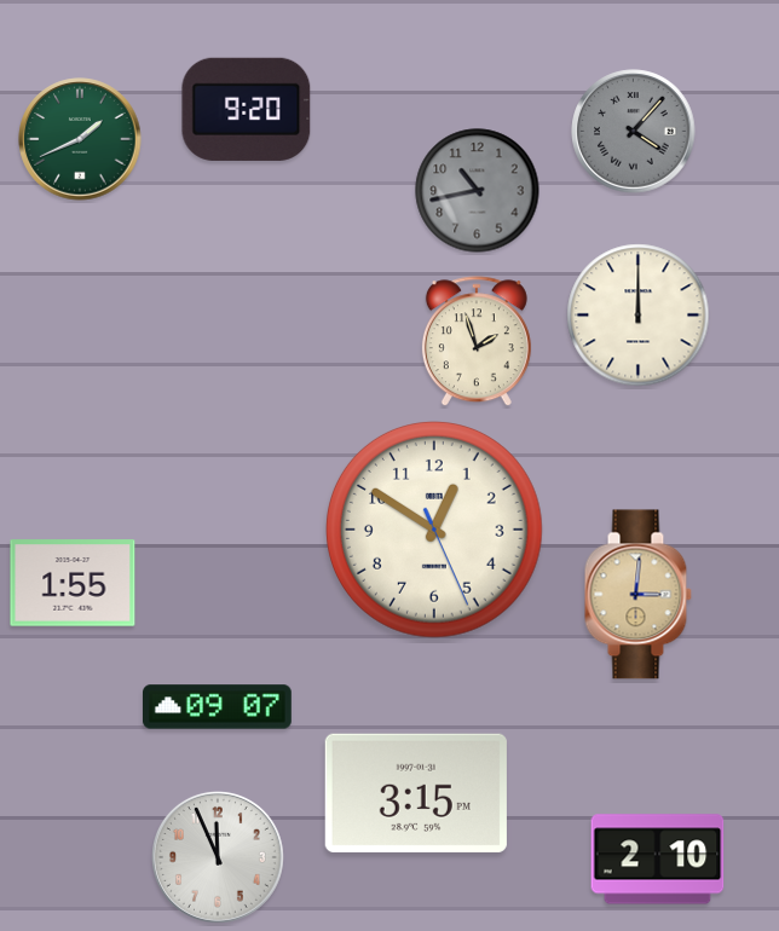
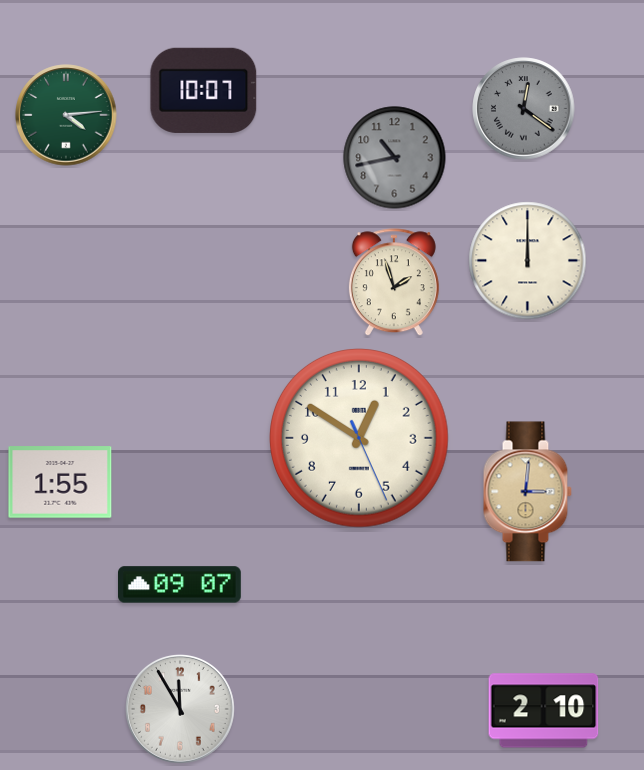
clock at (247, 109): 9:20 -> 10:07
clock at (634, 132): 4:07 -> 12:21
clock at (80, 139): 1:41 -> 4:14
clock at (416, 793): 3:15 -> none
clock at (218, 857): 11:56 -> 11:55
